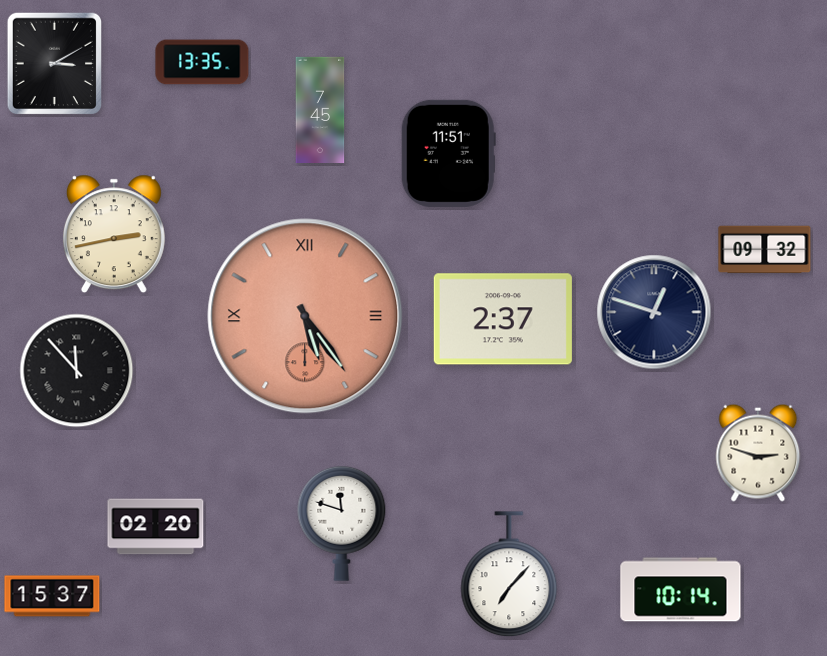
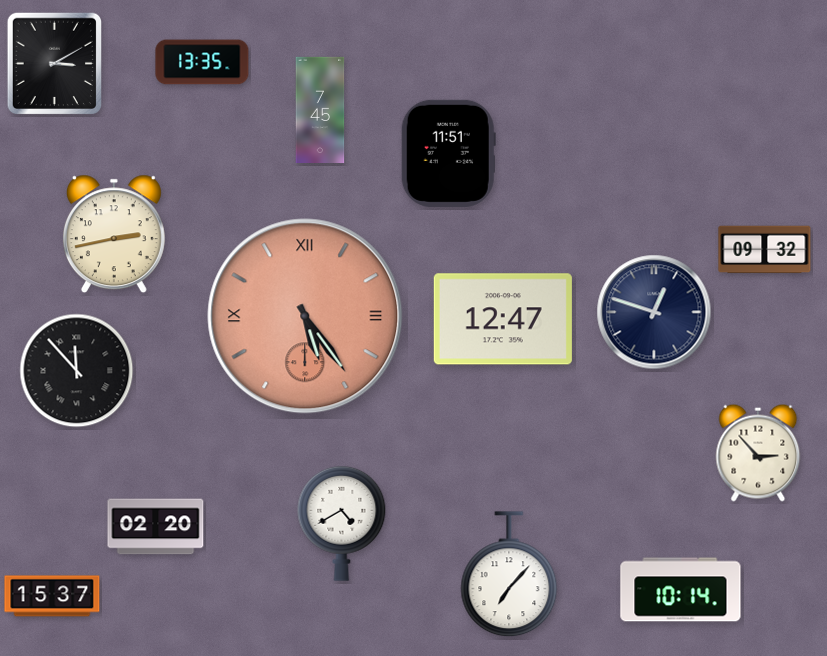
clock at (503, 319): 2:37 -> 12:47
clock at (758, 453): 2:48 -> 2:53
clock at (342, 523): 11:48 -> 4:40
